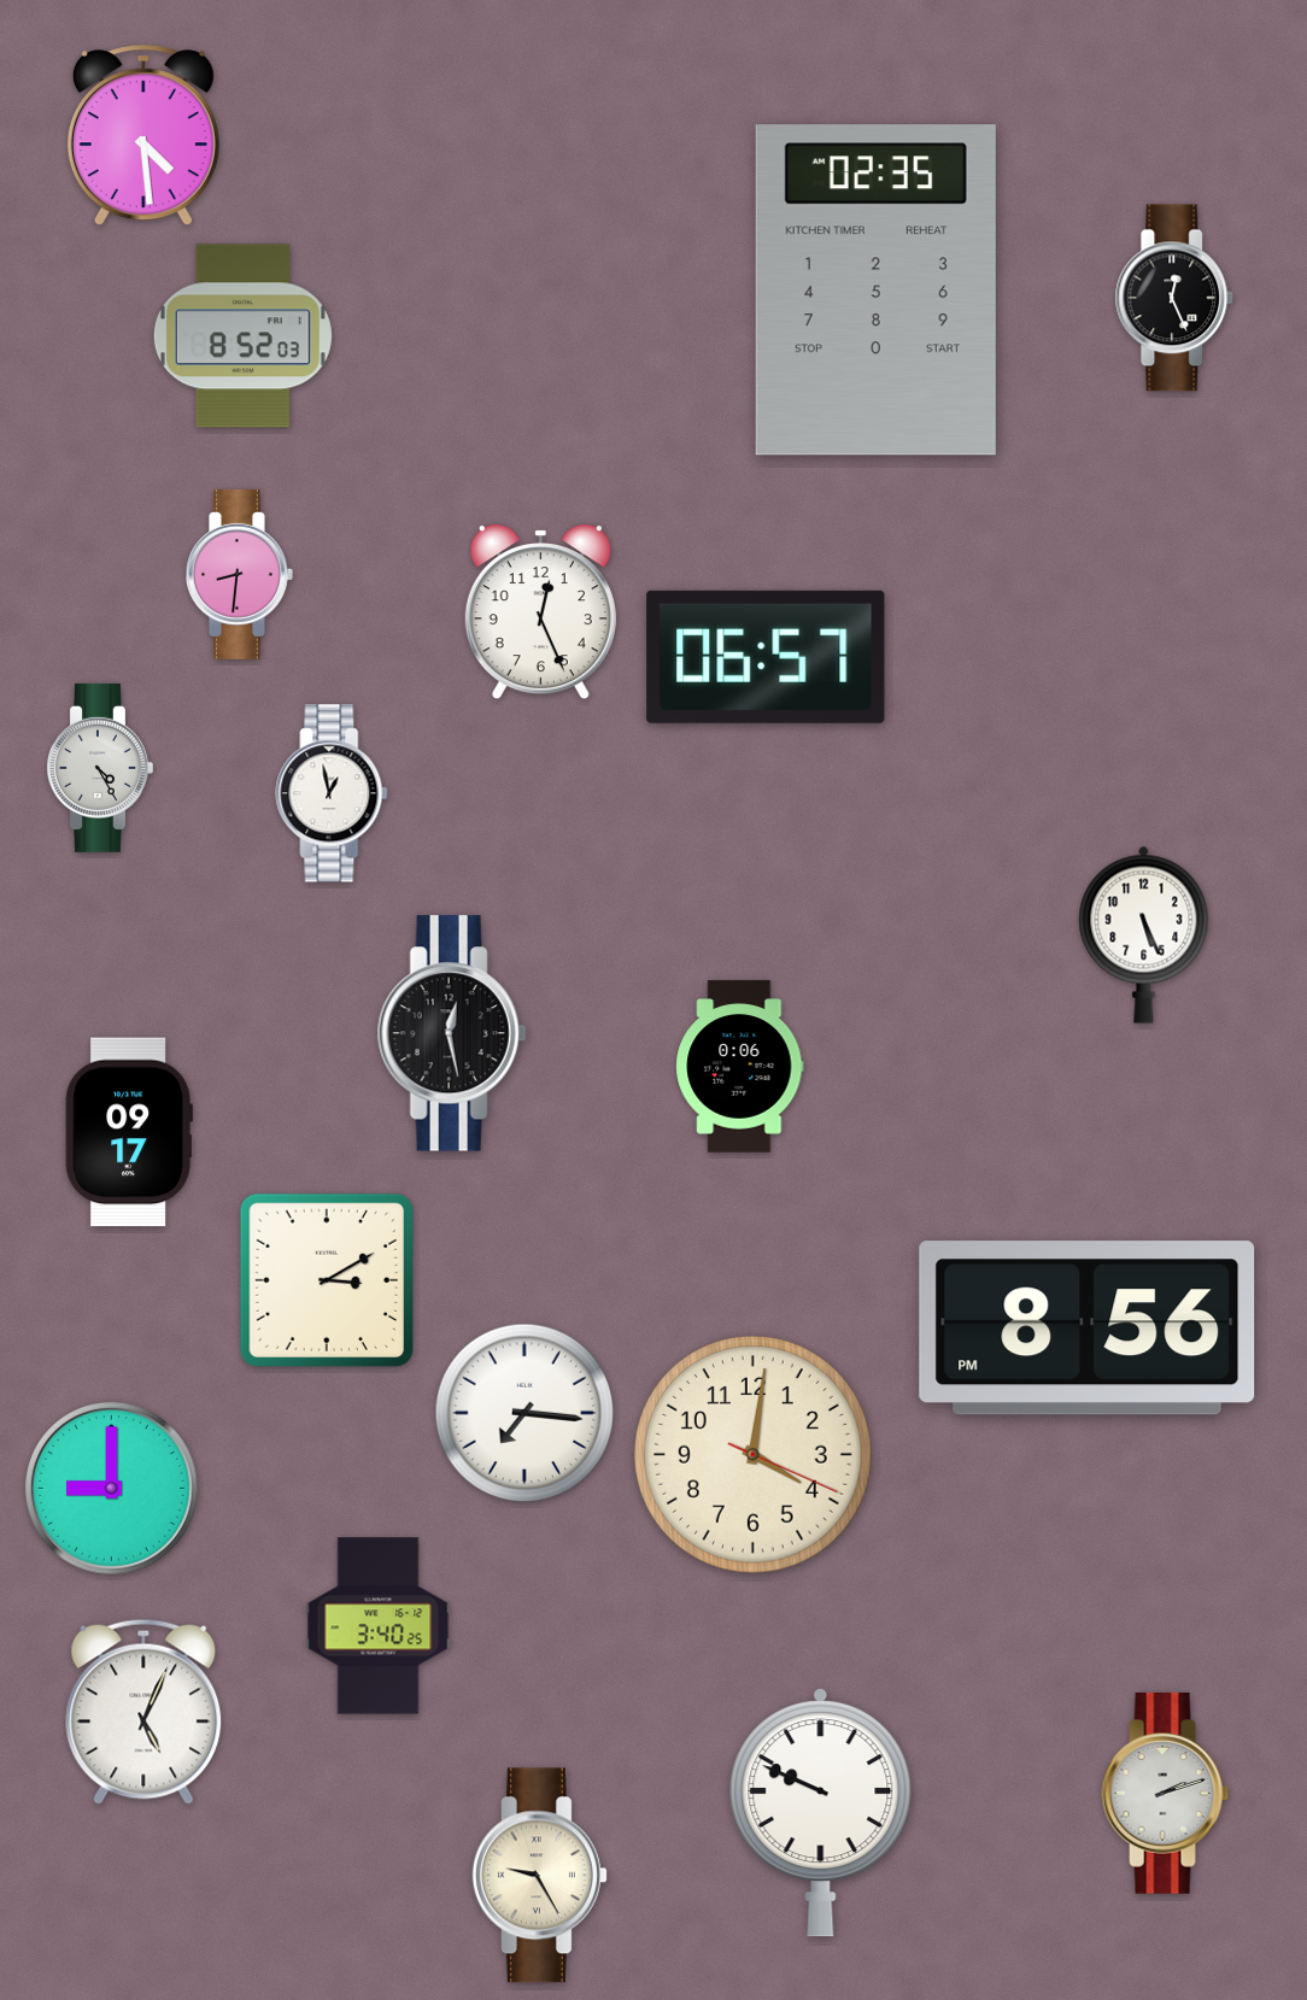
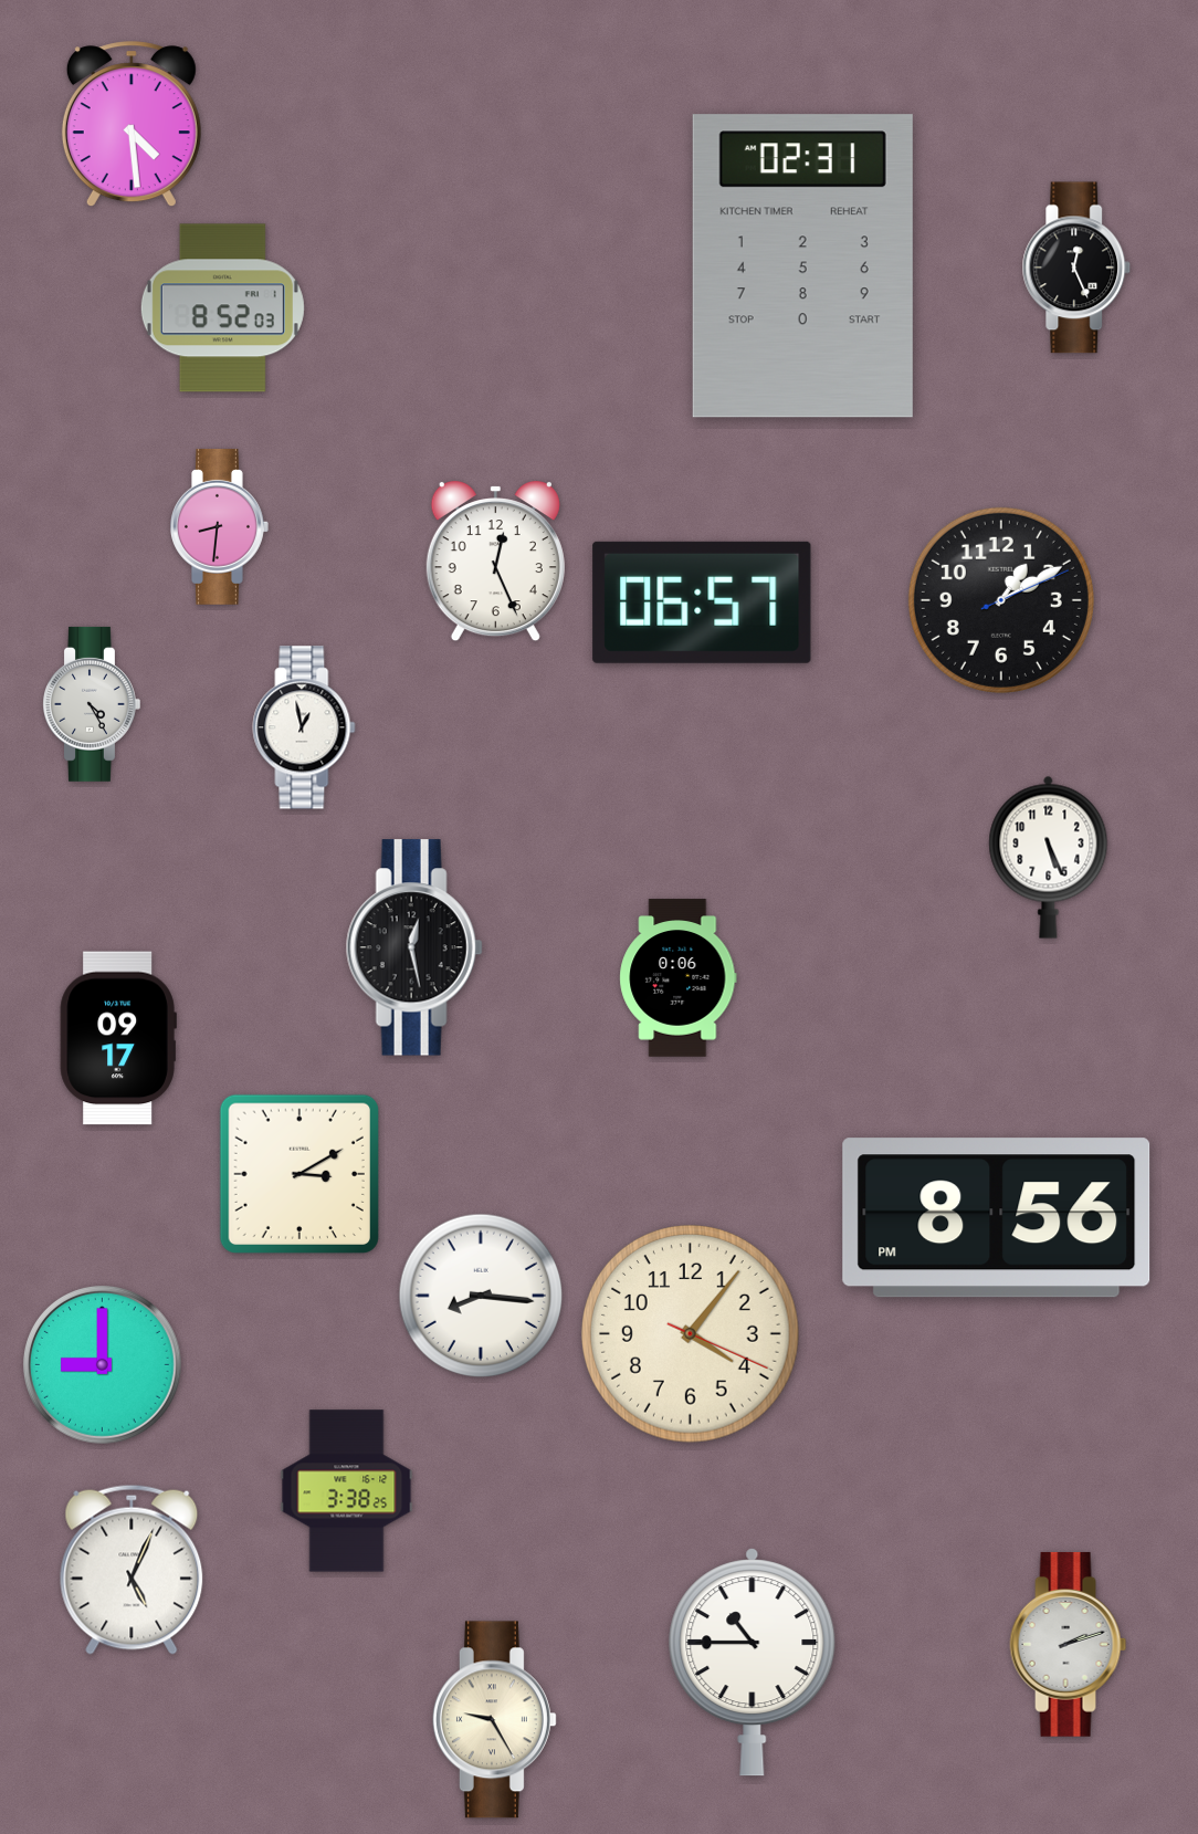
clock at (875, 291): 02:35 -> 02:31
clock at (1174, 298) position: (1174, 298) -> (1076, 268)
clock at (1001, 600): none -> 1:10
clock at (524, 1413): 7:16 -> 8:16
clock at (754, 1455): 4:01 -> 4:06
clock at (379, 1626): 3:40 -> 3:38
clock at (821, 1813): 9:49 -> 10:45
